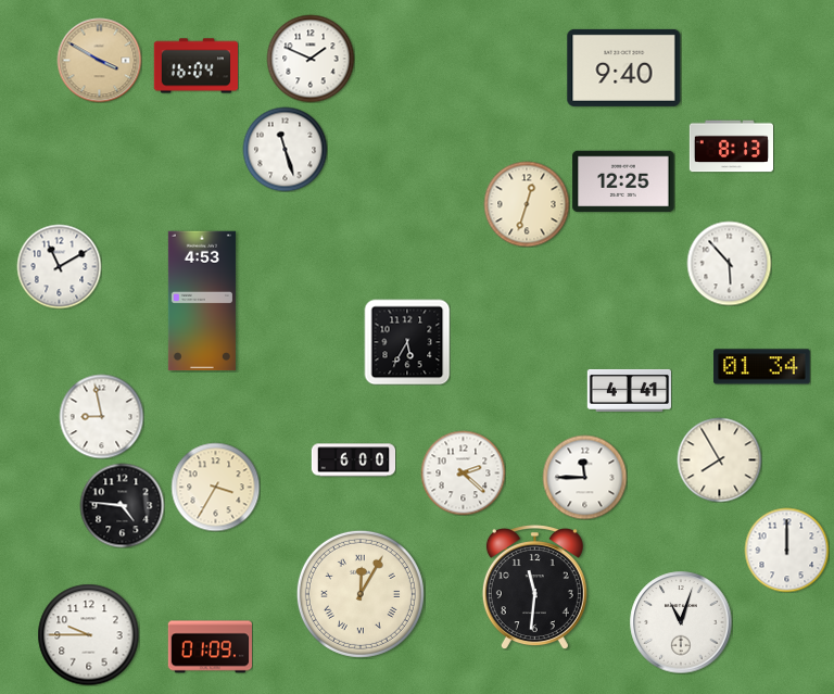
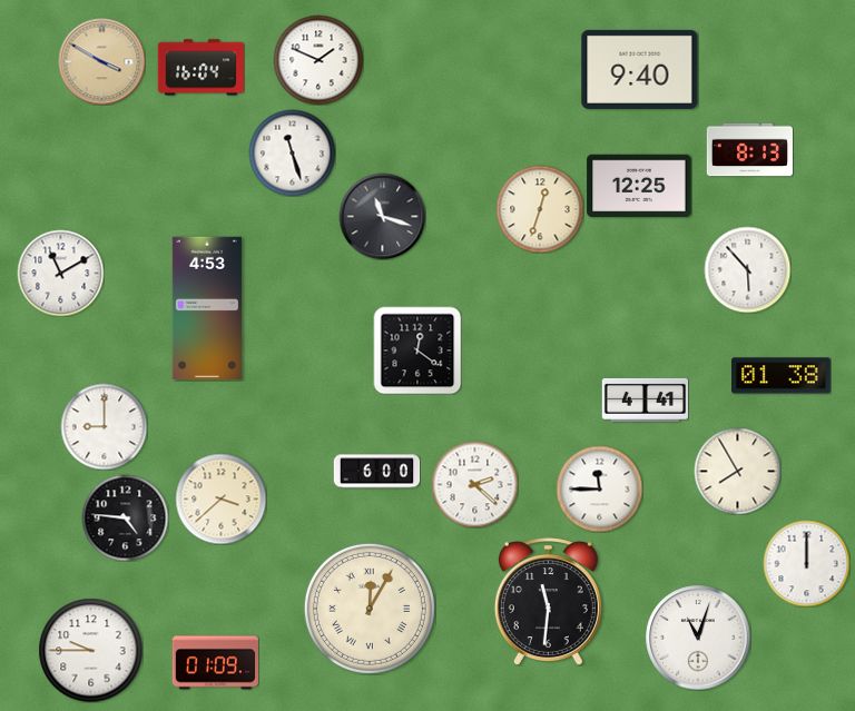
clock at (382, 216): none -> 11:18
clock at (407, 342): 5:35 -> 12:21
clock at (762, 367): 01:34 -> 01:38
clock at (101, 416): 8:58 -> 9:00
clock at (353, 460) position: (353, 460) -> (376, 472)
clock at (215, 487): 3:35 -> 3:38
